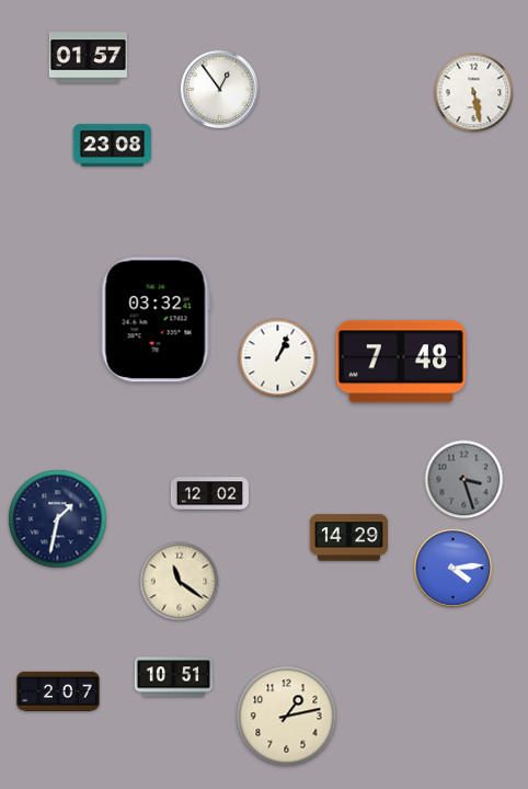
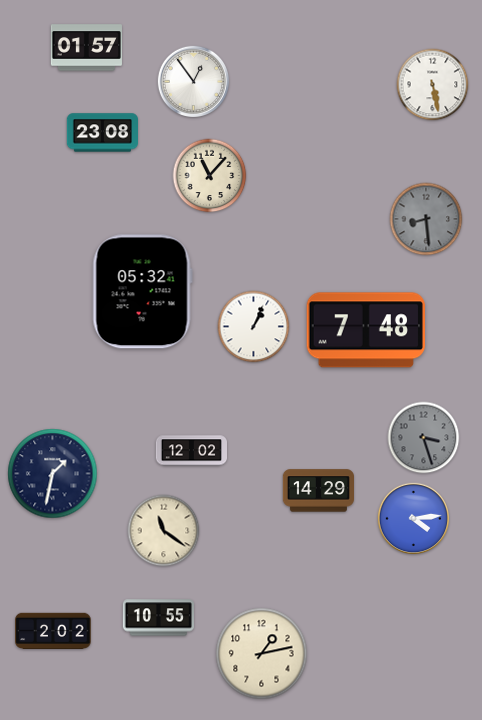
clock at (88, 58) position: (88, 58) -> (86, 48)
clock at (219, 89) position: (219, 89) -> (193, 81)
clock at (210, 176): none -> 11:07
clock at (426, 219): none -> 8:29
clock at (156, 320): 03:32 -> 05:32
clock at (173, 677): 10:51 -> 10:55
clock at (58, 690): 2:07 -> 2:02
